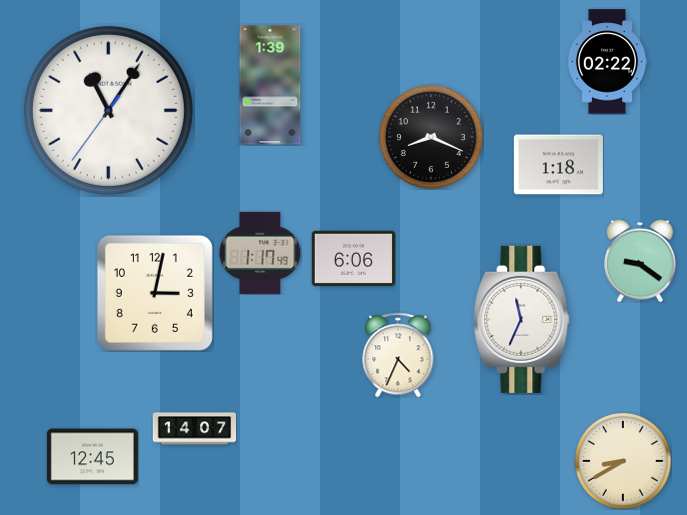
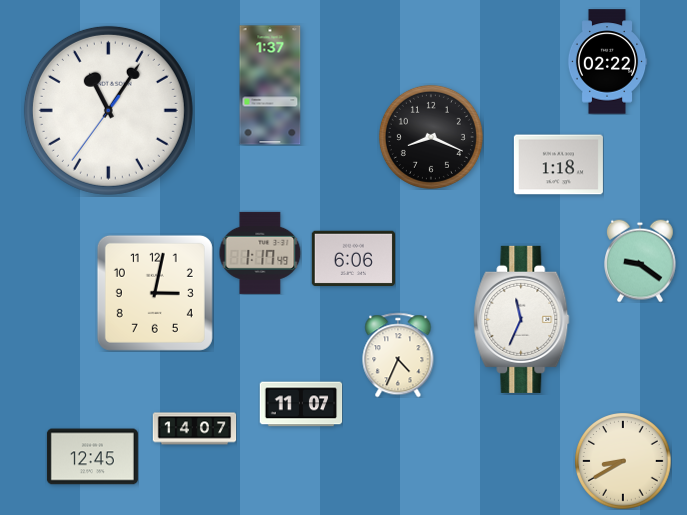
clock at (270, 85): 1:39 -> 1:37
clock at (301, 404): none -> 11:07
